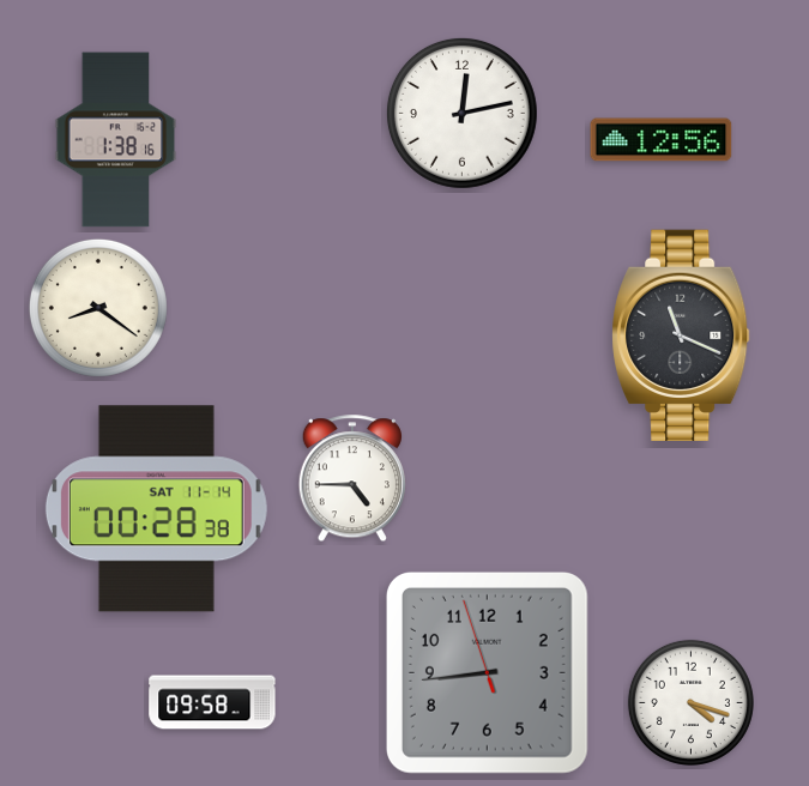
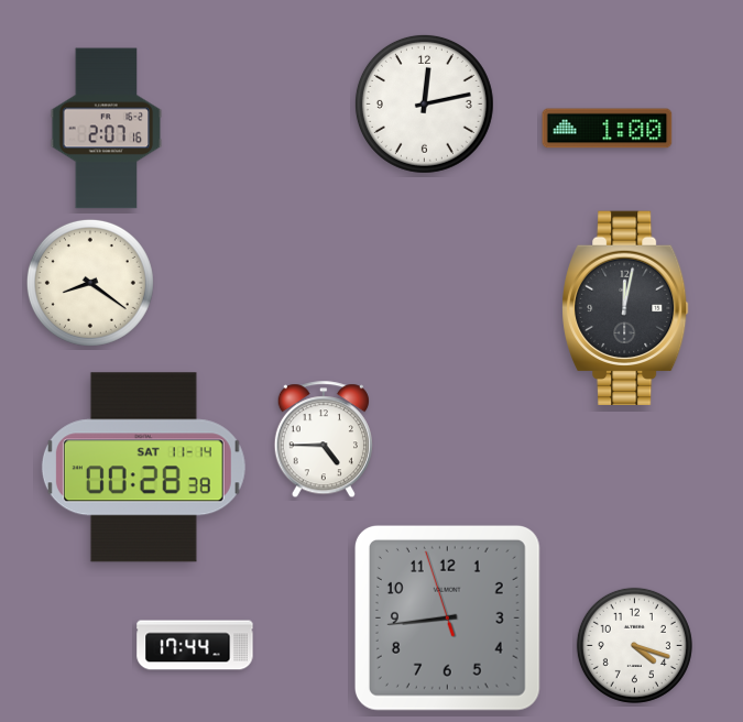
clock at (116, 140): 1:38 -> 2:07
clock at (662, 140): 12:56 -> 1:00
clock at (681, 334): 11:19 -> 12:02
clock at (212, 702): 09:58 -> 17:44
